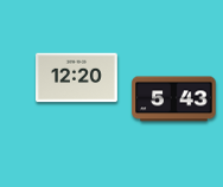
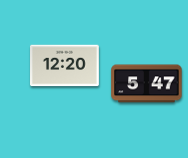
clock at (174, 99): 5:43 -> 5:47
